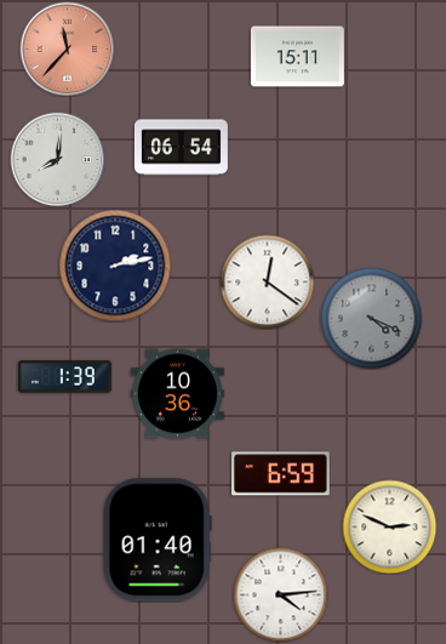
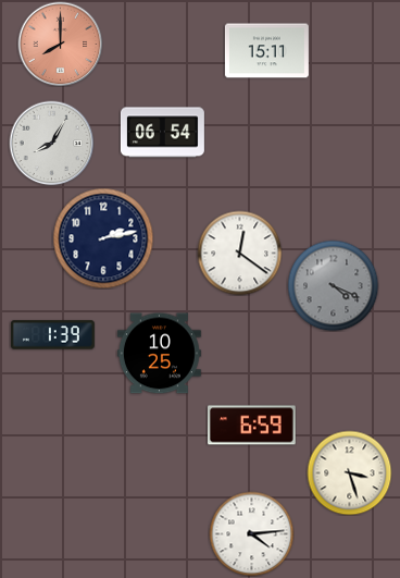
clock at (67, 49): 11:37 -> 8:00
clock at (57, 159): 8:01 -> 8:05
clock at (64, 377) position: (64, 377) -> (52, 335)
clock at (177, 394): 10:36 -> 10:25
clock at (389, 526): 2:49 -> 3:27
clock at (158, 540): 01:40 -> none
